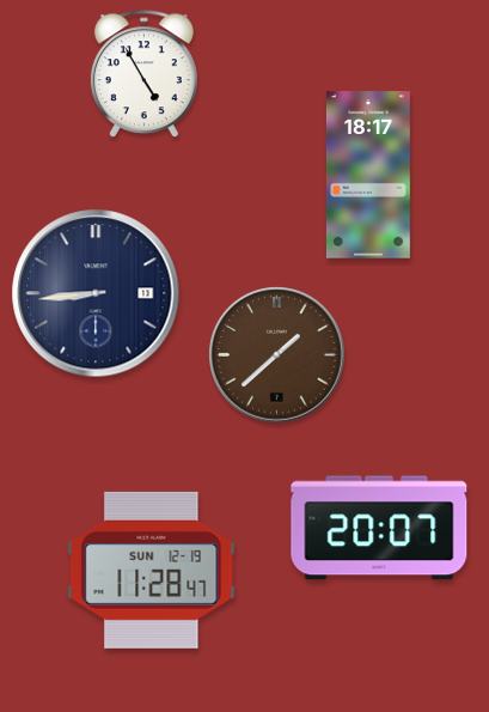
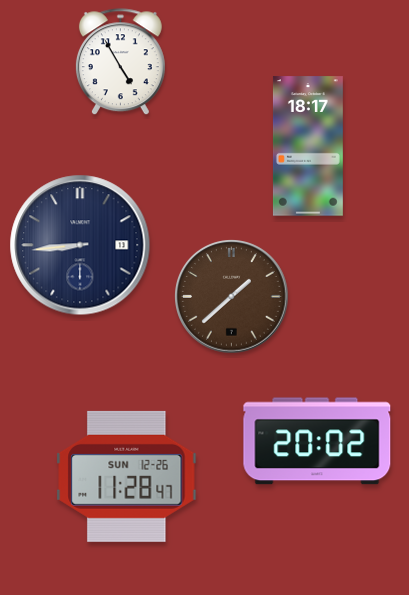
clock at (379, 528): 20:07 -> 20:02
clock at (152, 570) date: SUN 12-19 -> SUN 12-26
